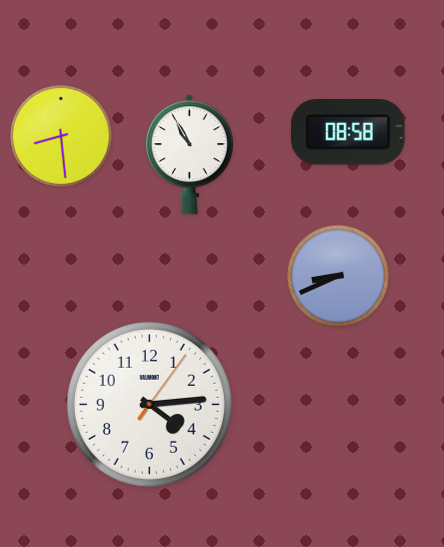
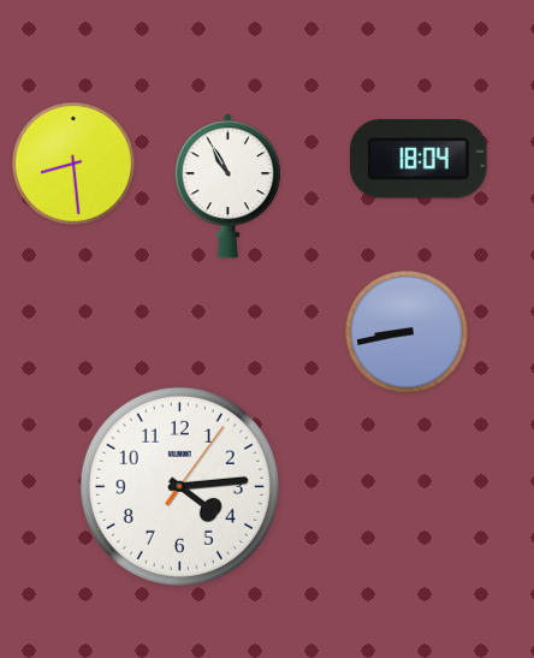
clock at (348, 132): 08:58 -> 18:04
clock at (339, 277): 8:41 -> 8:43
